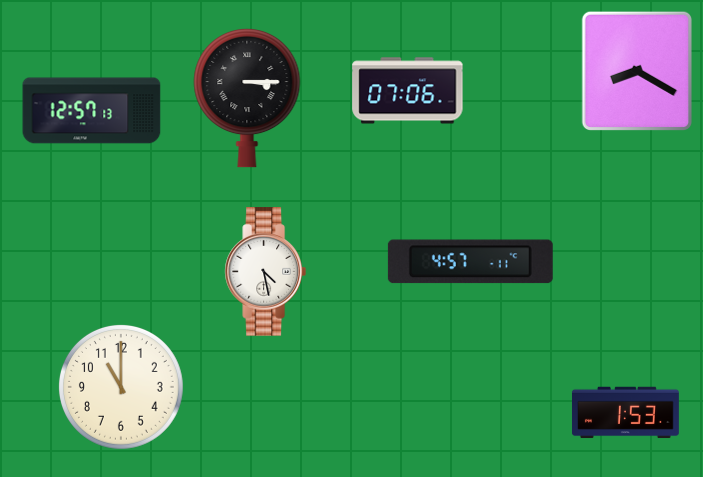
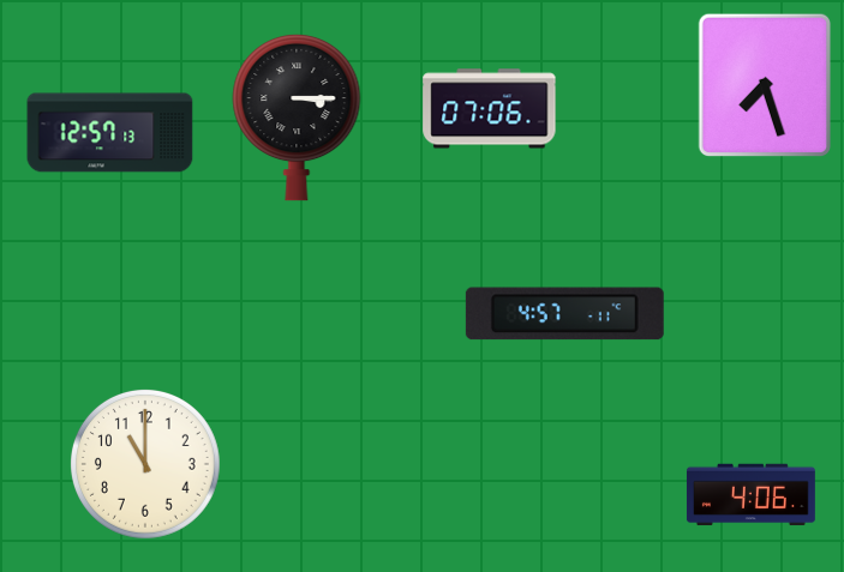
clock at (636, 70): 8:20 -> 7:27
clock at (265, 272): 4:28 -> none
clock at (625, 413): 1:53 -> 4:06
